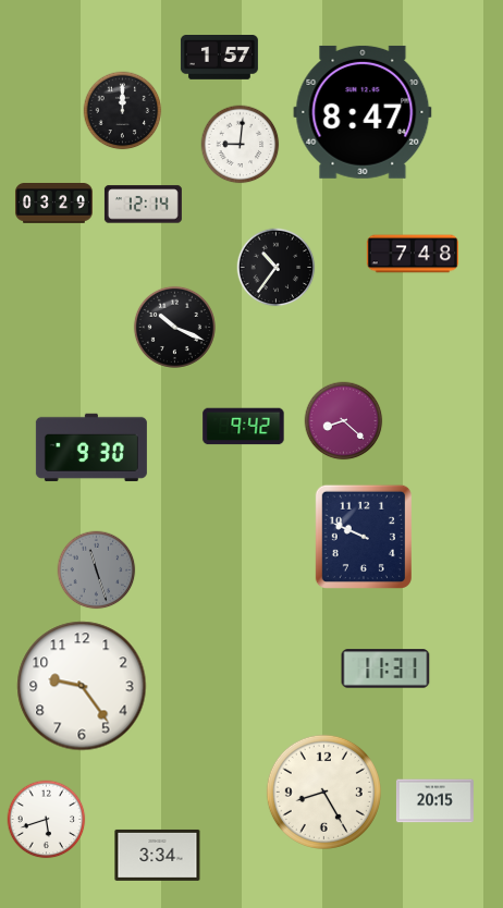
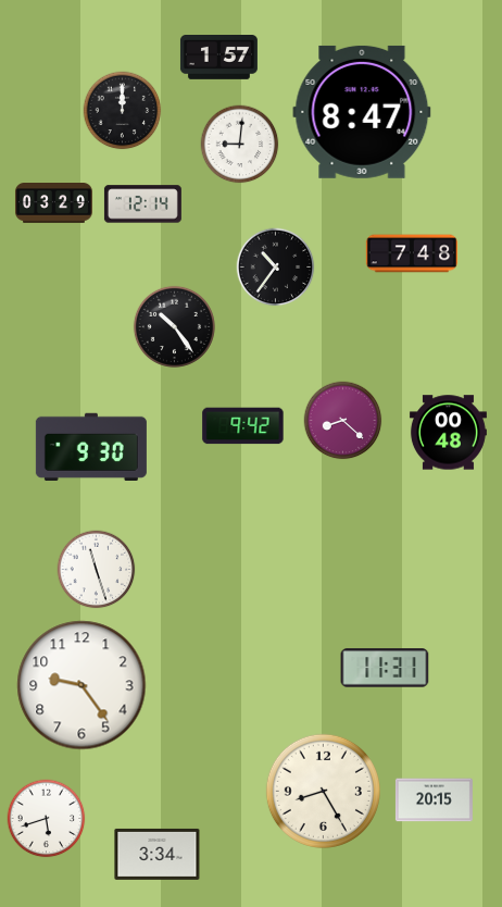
clock at (174, 327): 10:19 -> 10:24
clock at (448, 433): none -> 00:48
clock at (364, 537): 9:49 -> none
clock at (97, 570) dial: grey -> white
